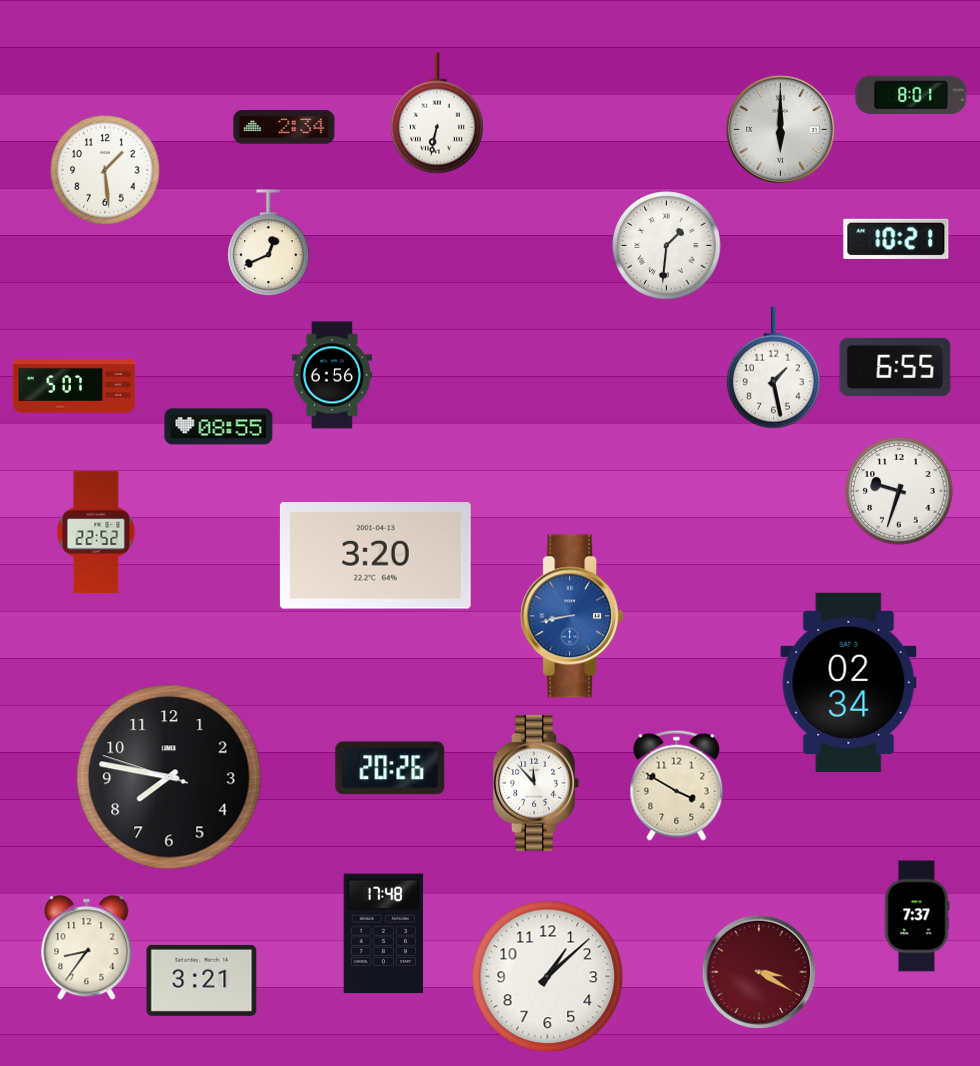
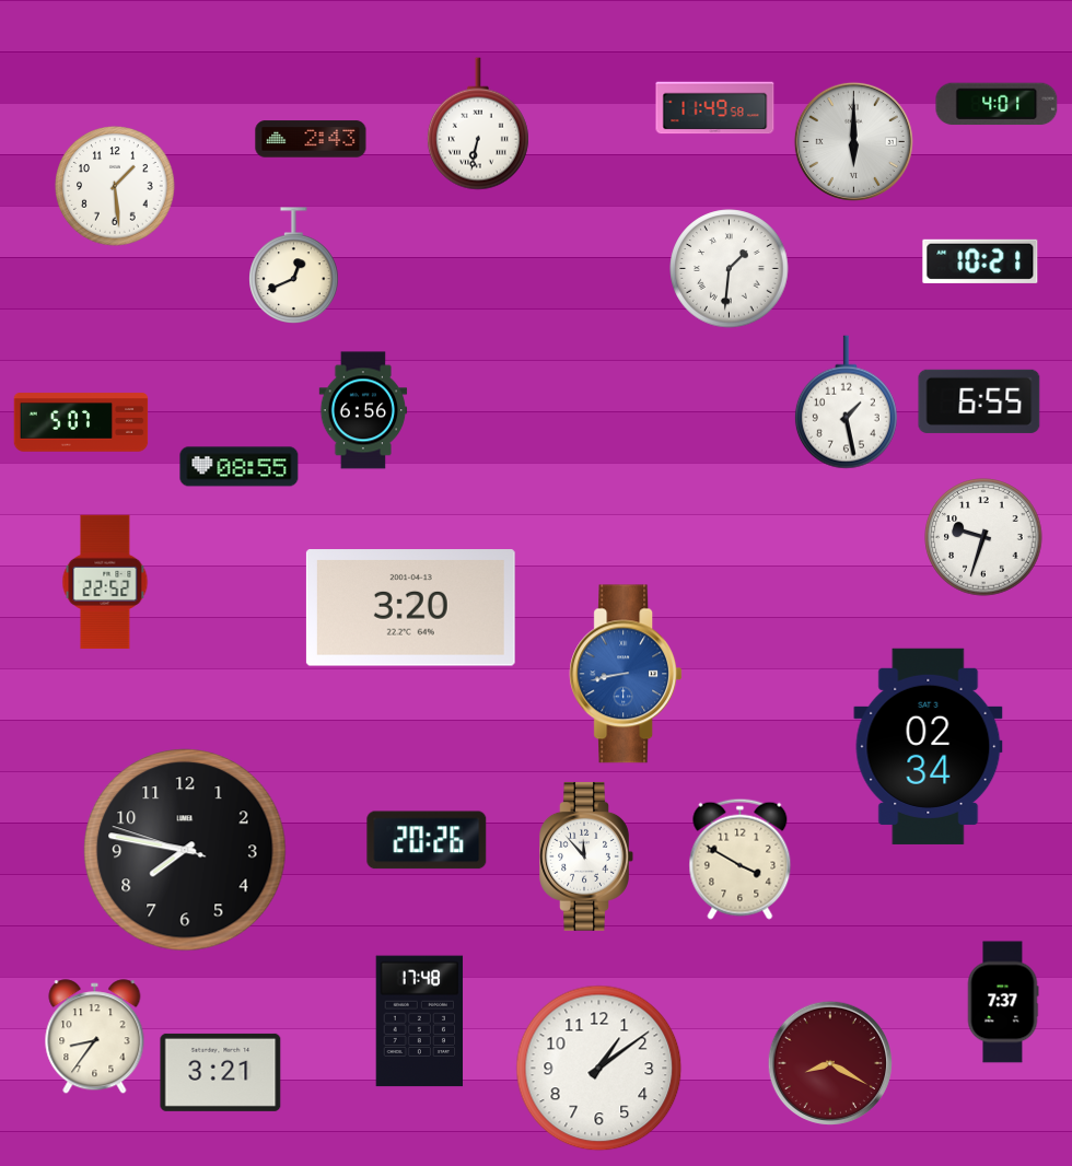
clock at (911, 95): 8:01 -> 4:01
clock at (715, 108): none -> 11:49
clock at (284, 127): 2:34 -> 2:43
clock at (758, 971): 3:20 -> 8:20
clock at (548, 977): 1:08 -> 1:09
